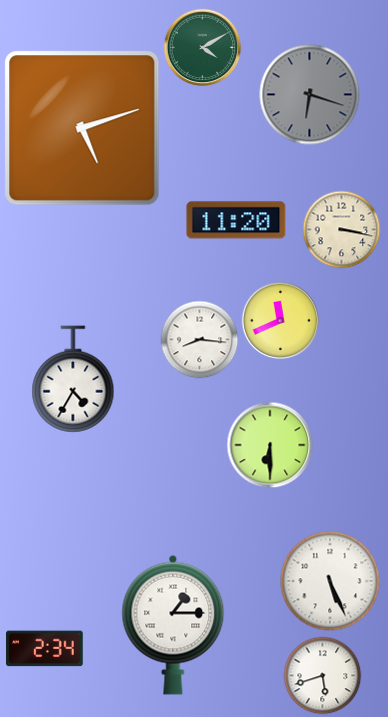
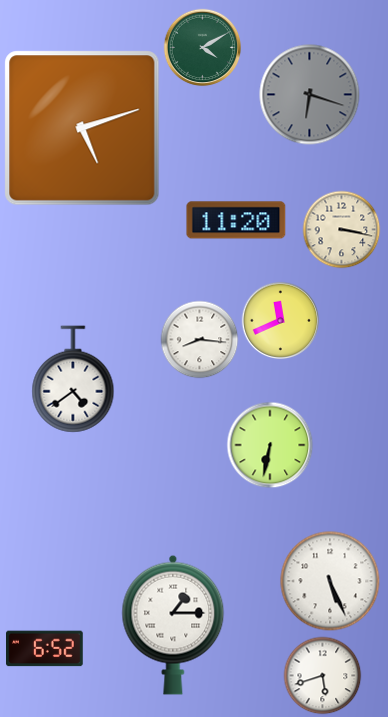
clock at (73, 379): 4:35 -> 4:39
clock at (270, 445): 6:30 -> 6:32
clock at (45, 649): 2:34 -> 6:52
